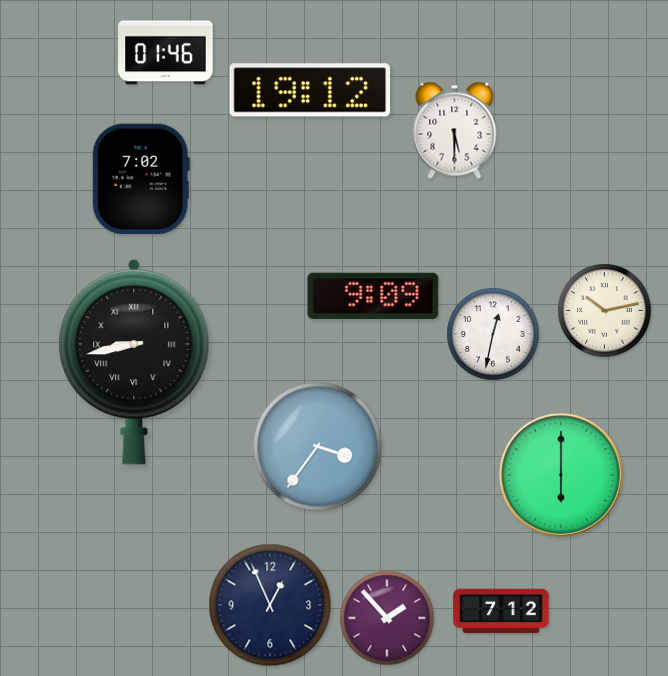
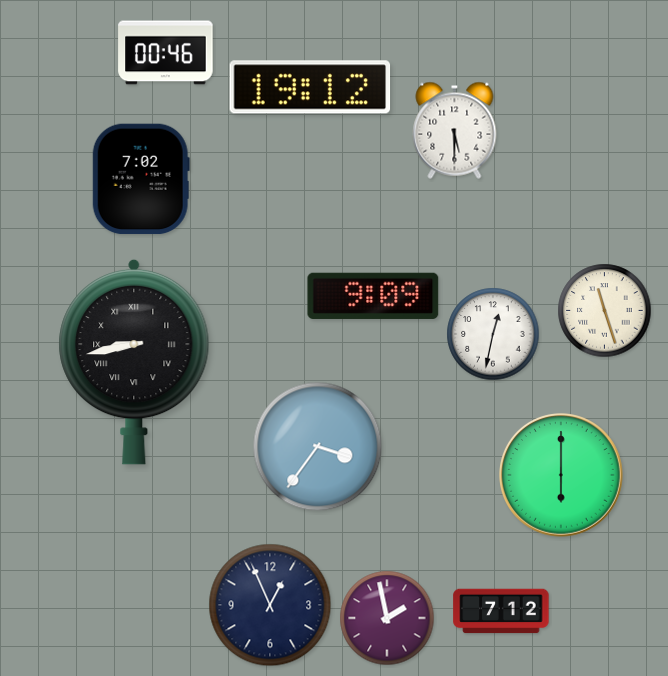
clock at (166, 53): 01:46 -> 00:46
clock at (310, 90) position: (310, 90) -> (310, 87)
clock at (605, 311): 10:13 -> 11:27
clock at (387, 618): 1:53 -> 1:58
